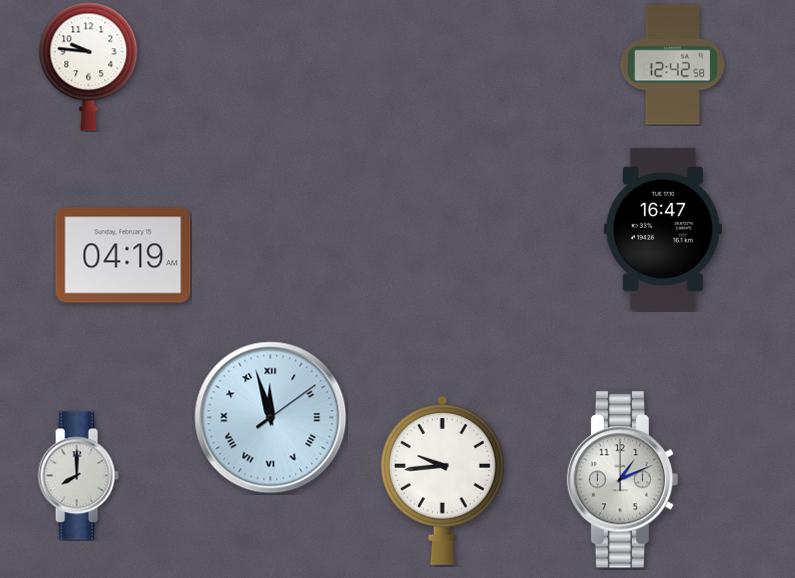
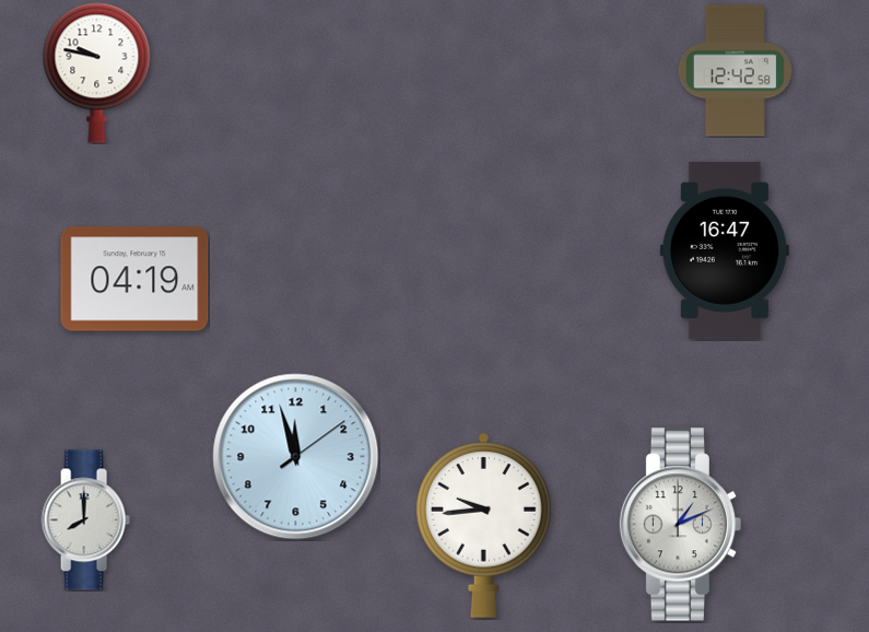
clock at (89, 66): 9:46 -> 9:47
clock at (271, 418) numerals: Roman -> Arabic
